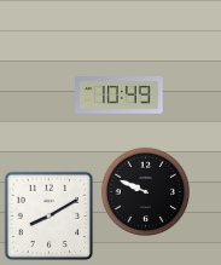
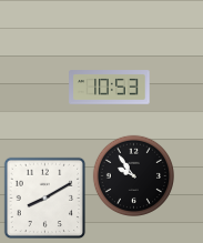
clock at (120, 96): 10:49 -> 10:53
clock at (145, 191): 9:49 -> 9:54
